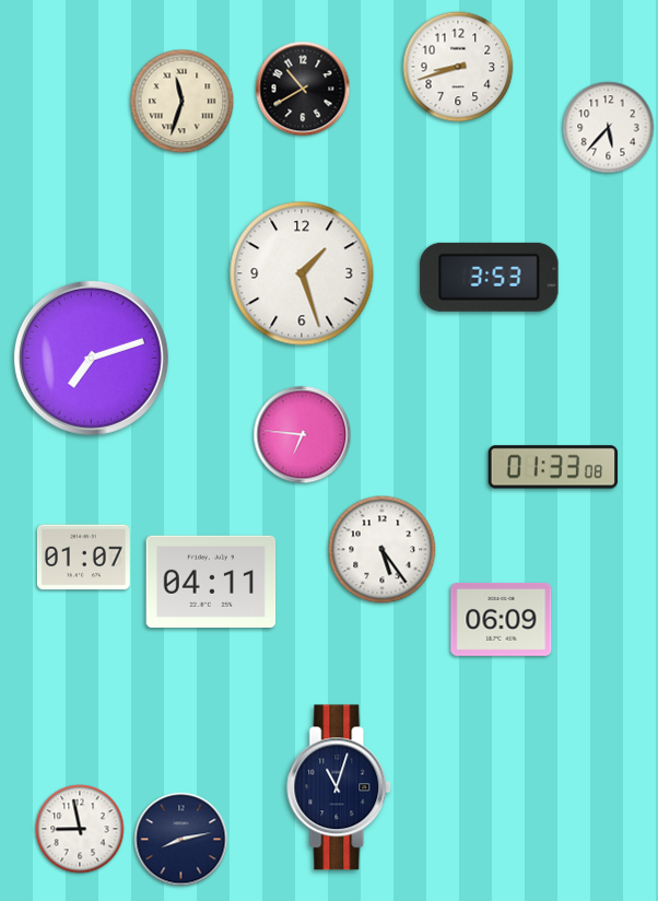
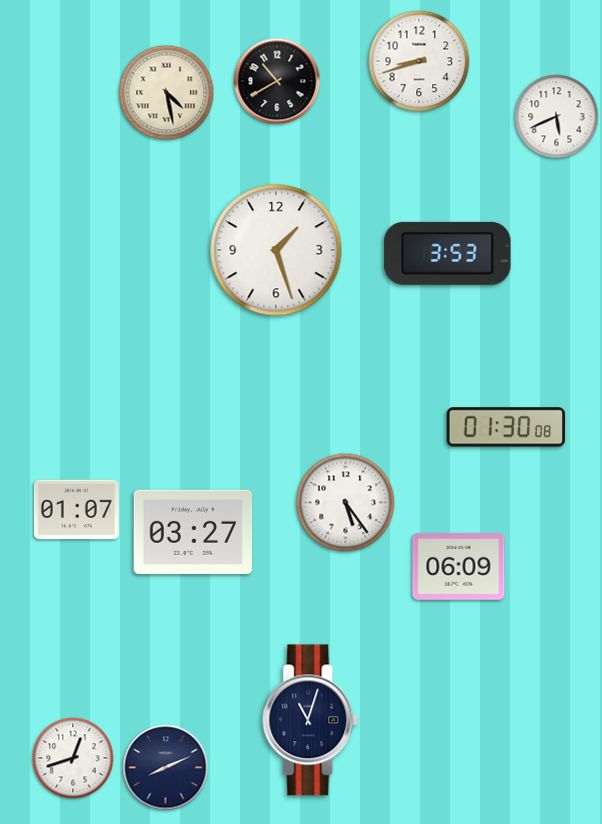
clock at (183, 102): 11:33 -> 4:28
clock at (609, 128): 5:37 -> 5:41
clock at (91, 358): 7:12 -> none
clock at (303, 435): 6:46 -> none
clock at (553, 467): 01:33 -> 01:30
clock at (383, 550) position: (383, 550) -> (346, 503)
clock at (211, 582): 04:11 -> 03:27
clock at (80, 829): 8:58 -> 12:42
clock at (181, 840): 8:13 -> 8:11
